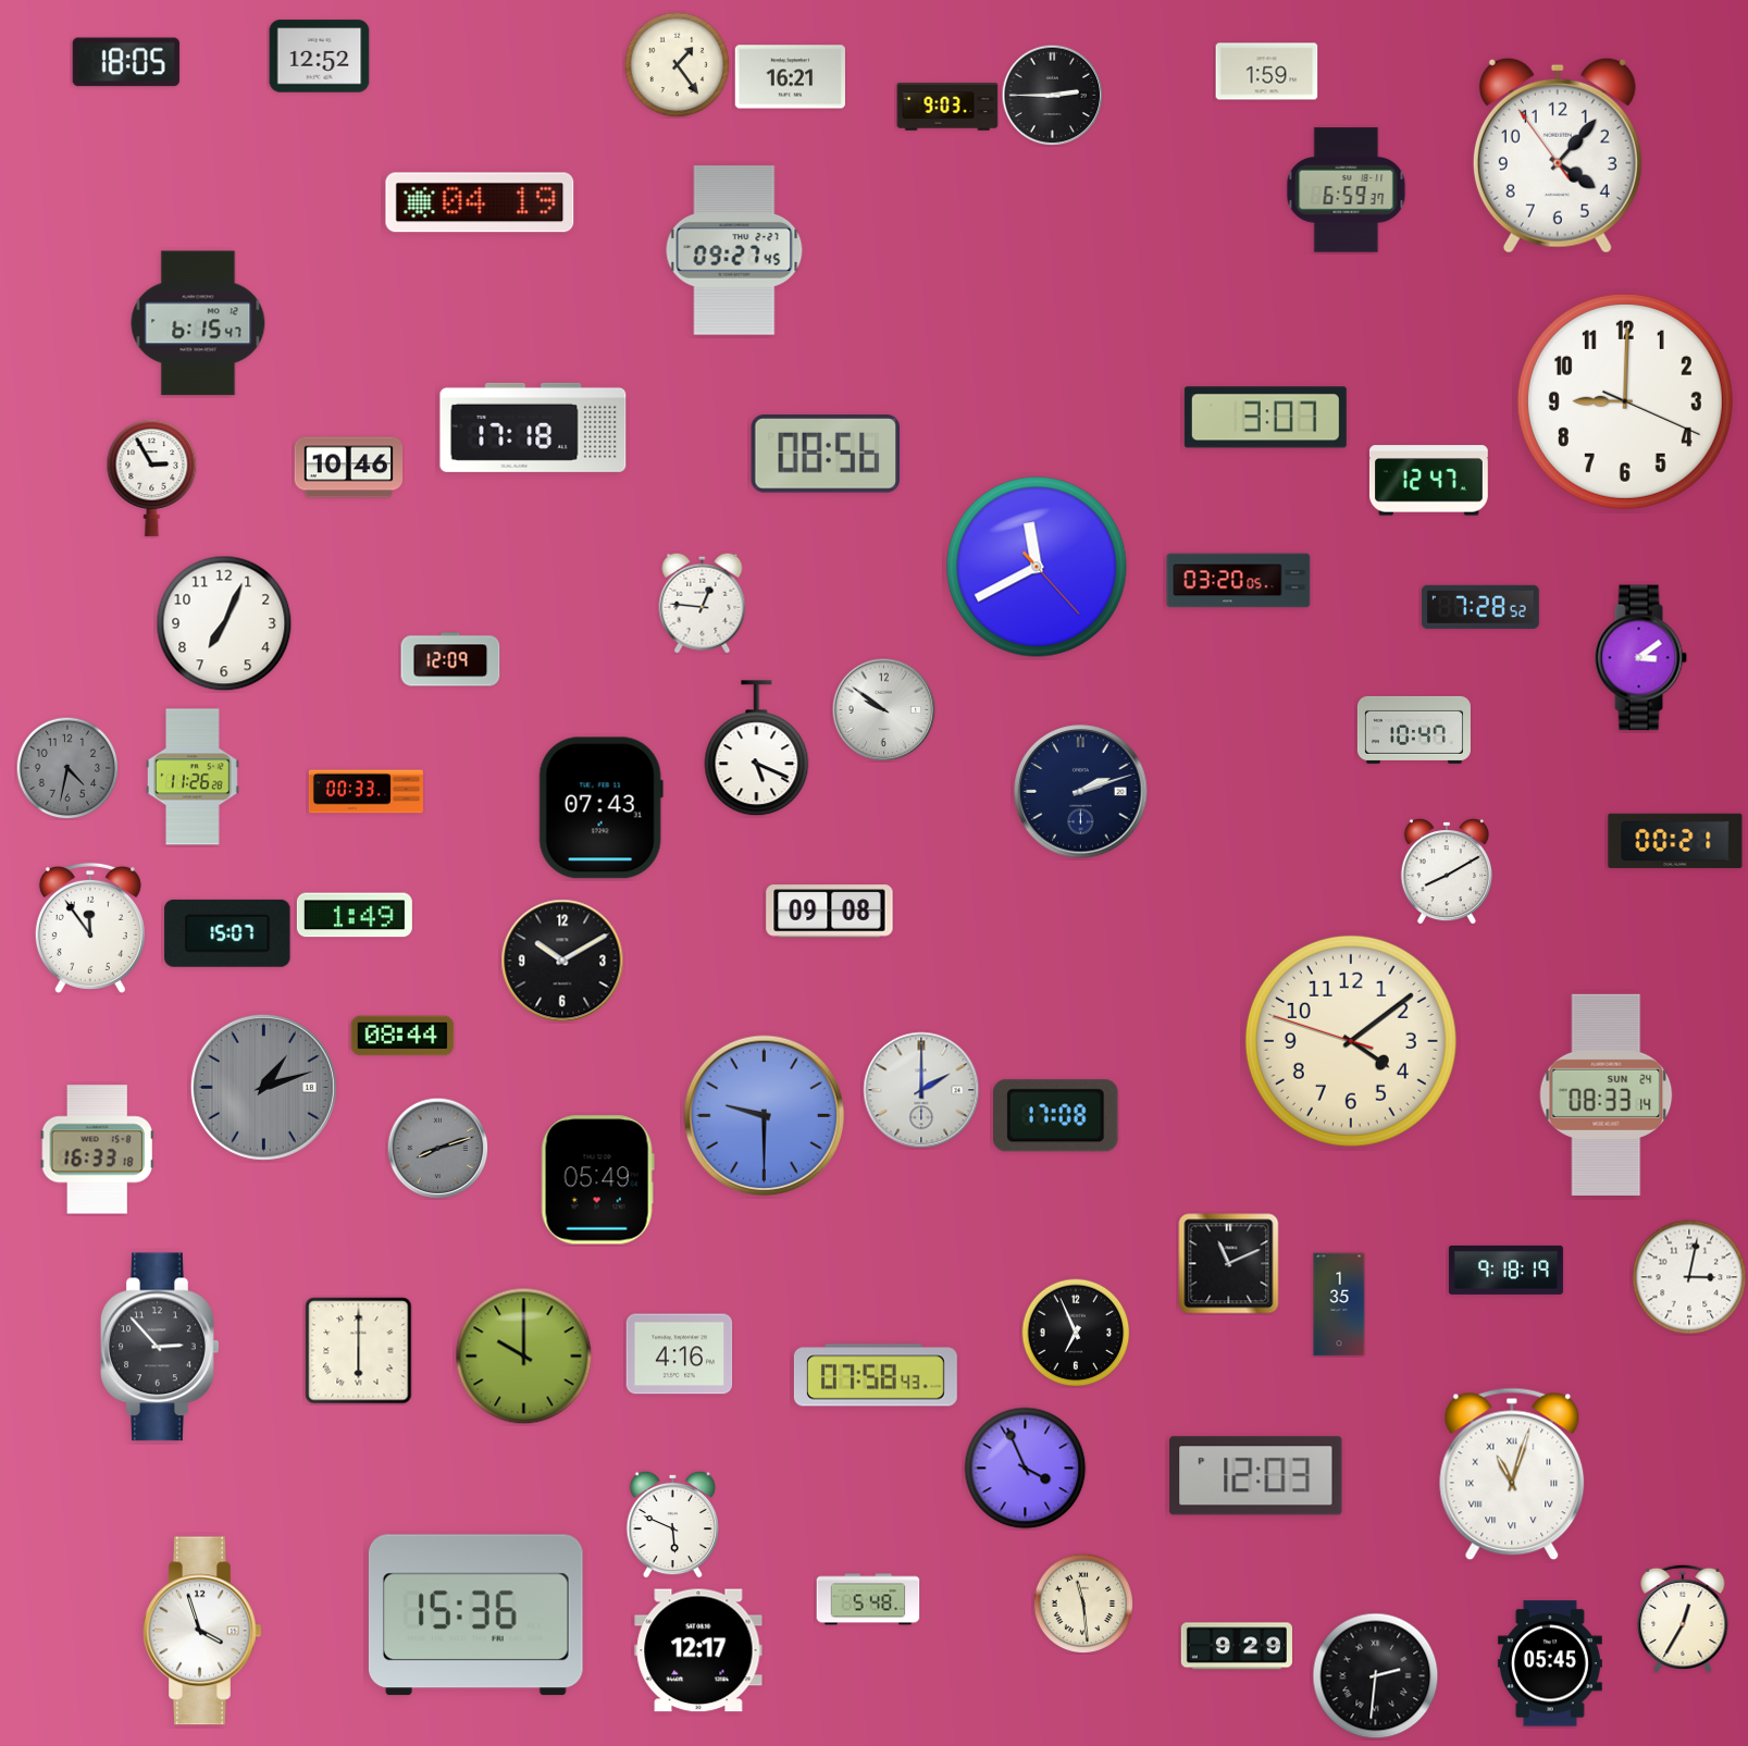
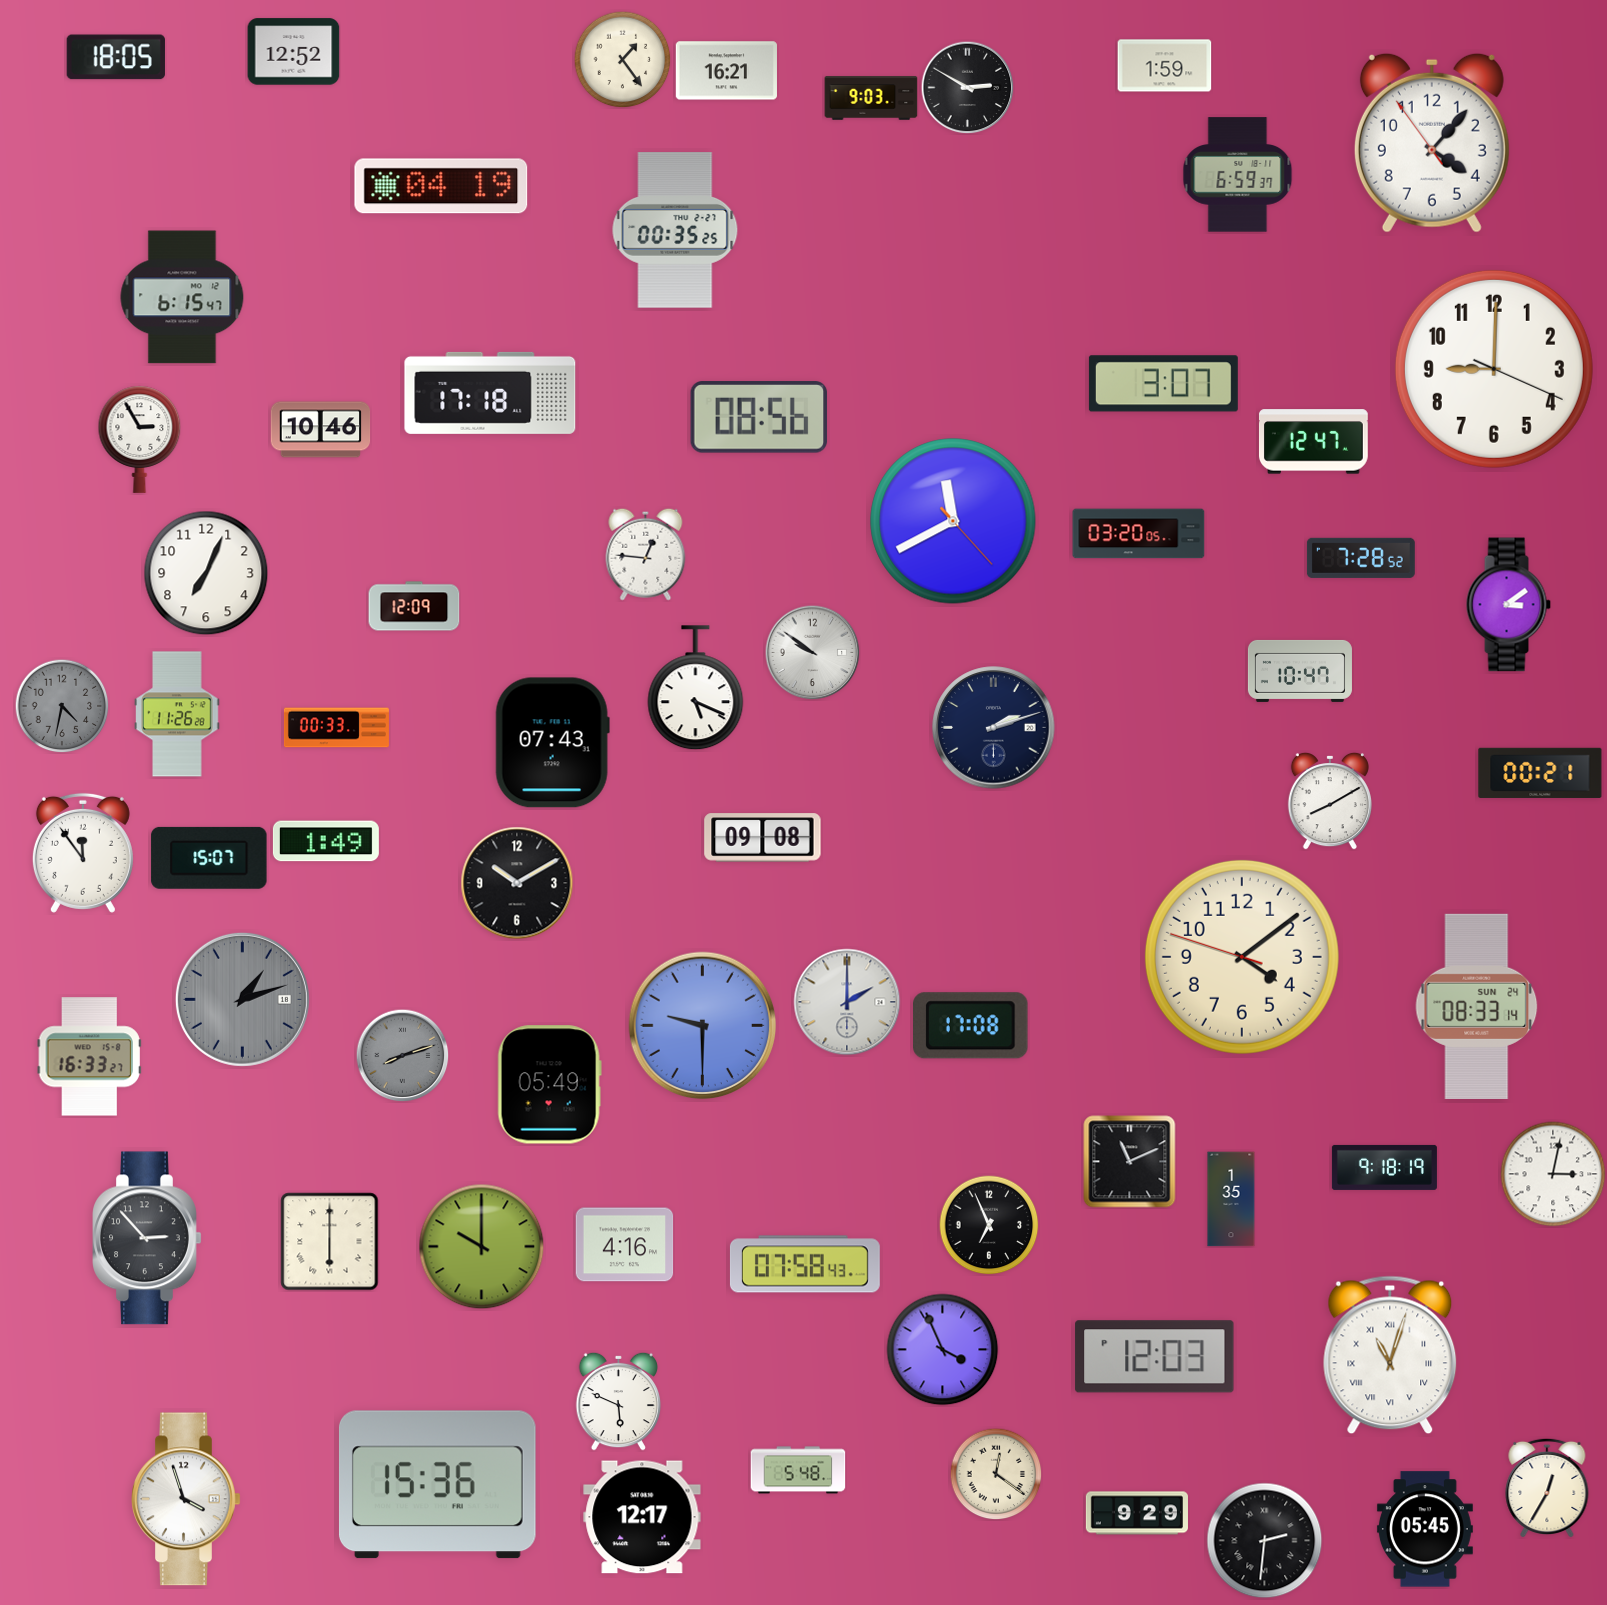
clock at (1052, 95): 2:45 -> 2:50
clock at (734, 250): 09:27 -> 00:35
clock at (402, 1036): 08:44 -> none
clock at (97, 1150): 16:33:18 -> 16:33:27
clock at (1083, 1603): 11:29 -> 12:21
